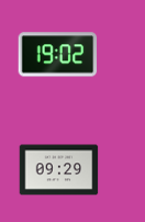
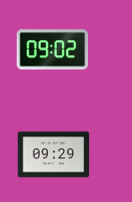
clock at (58, 55): 19:02 -> 09:02
